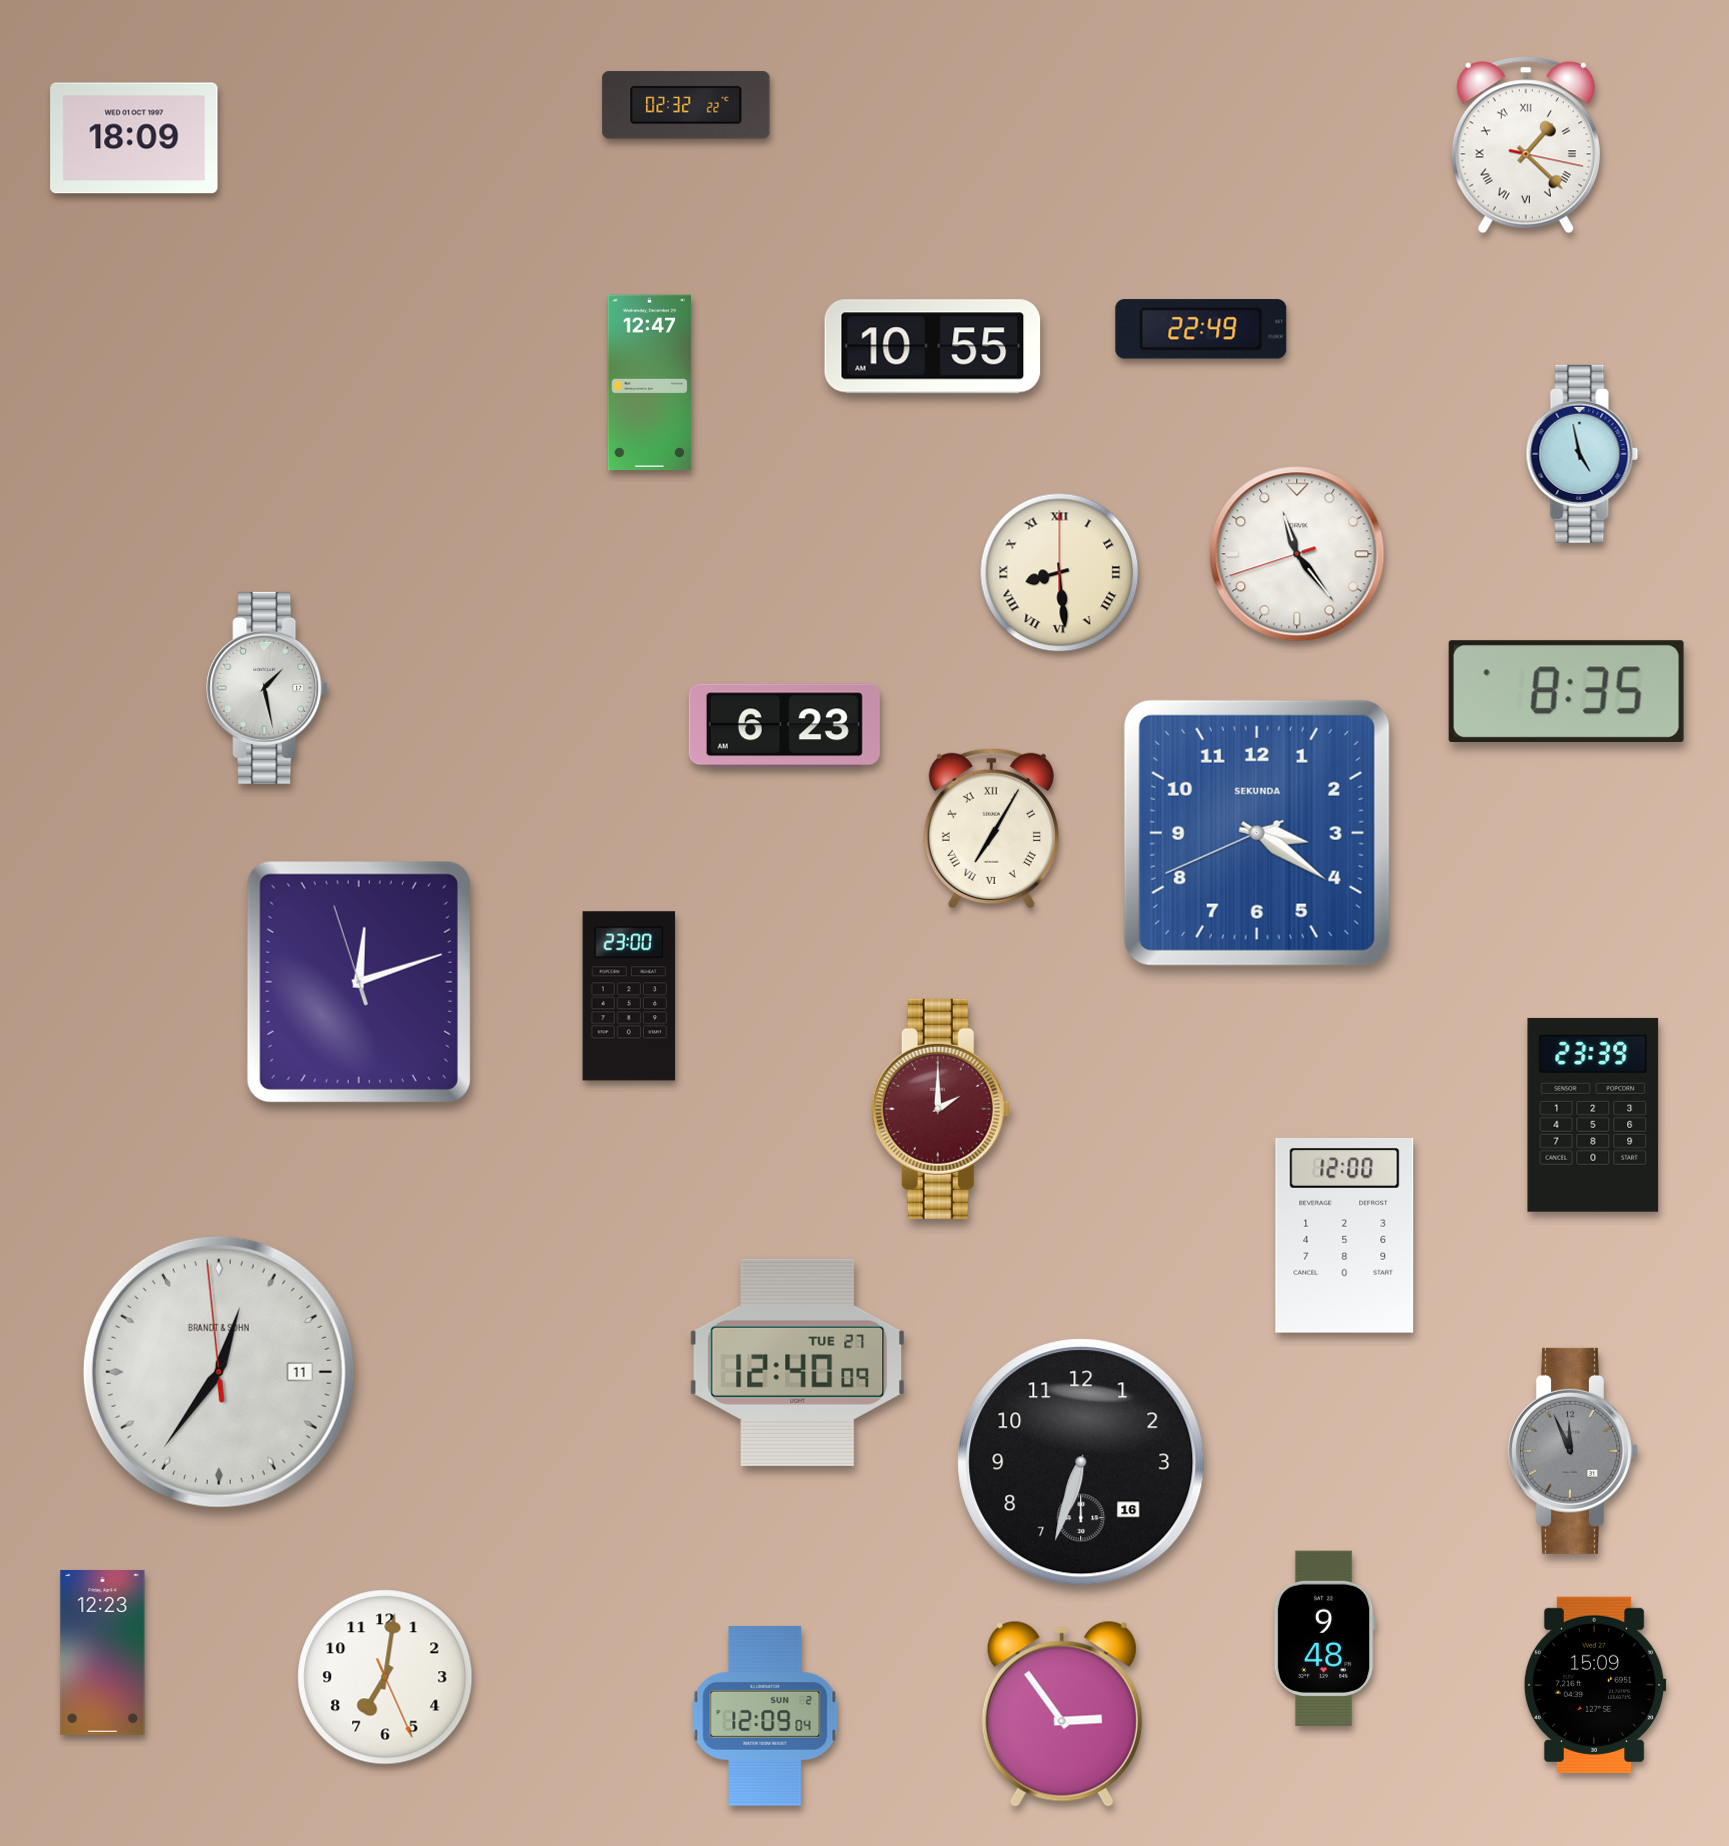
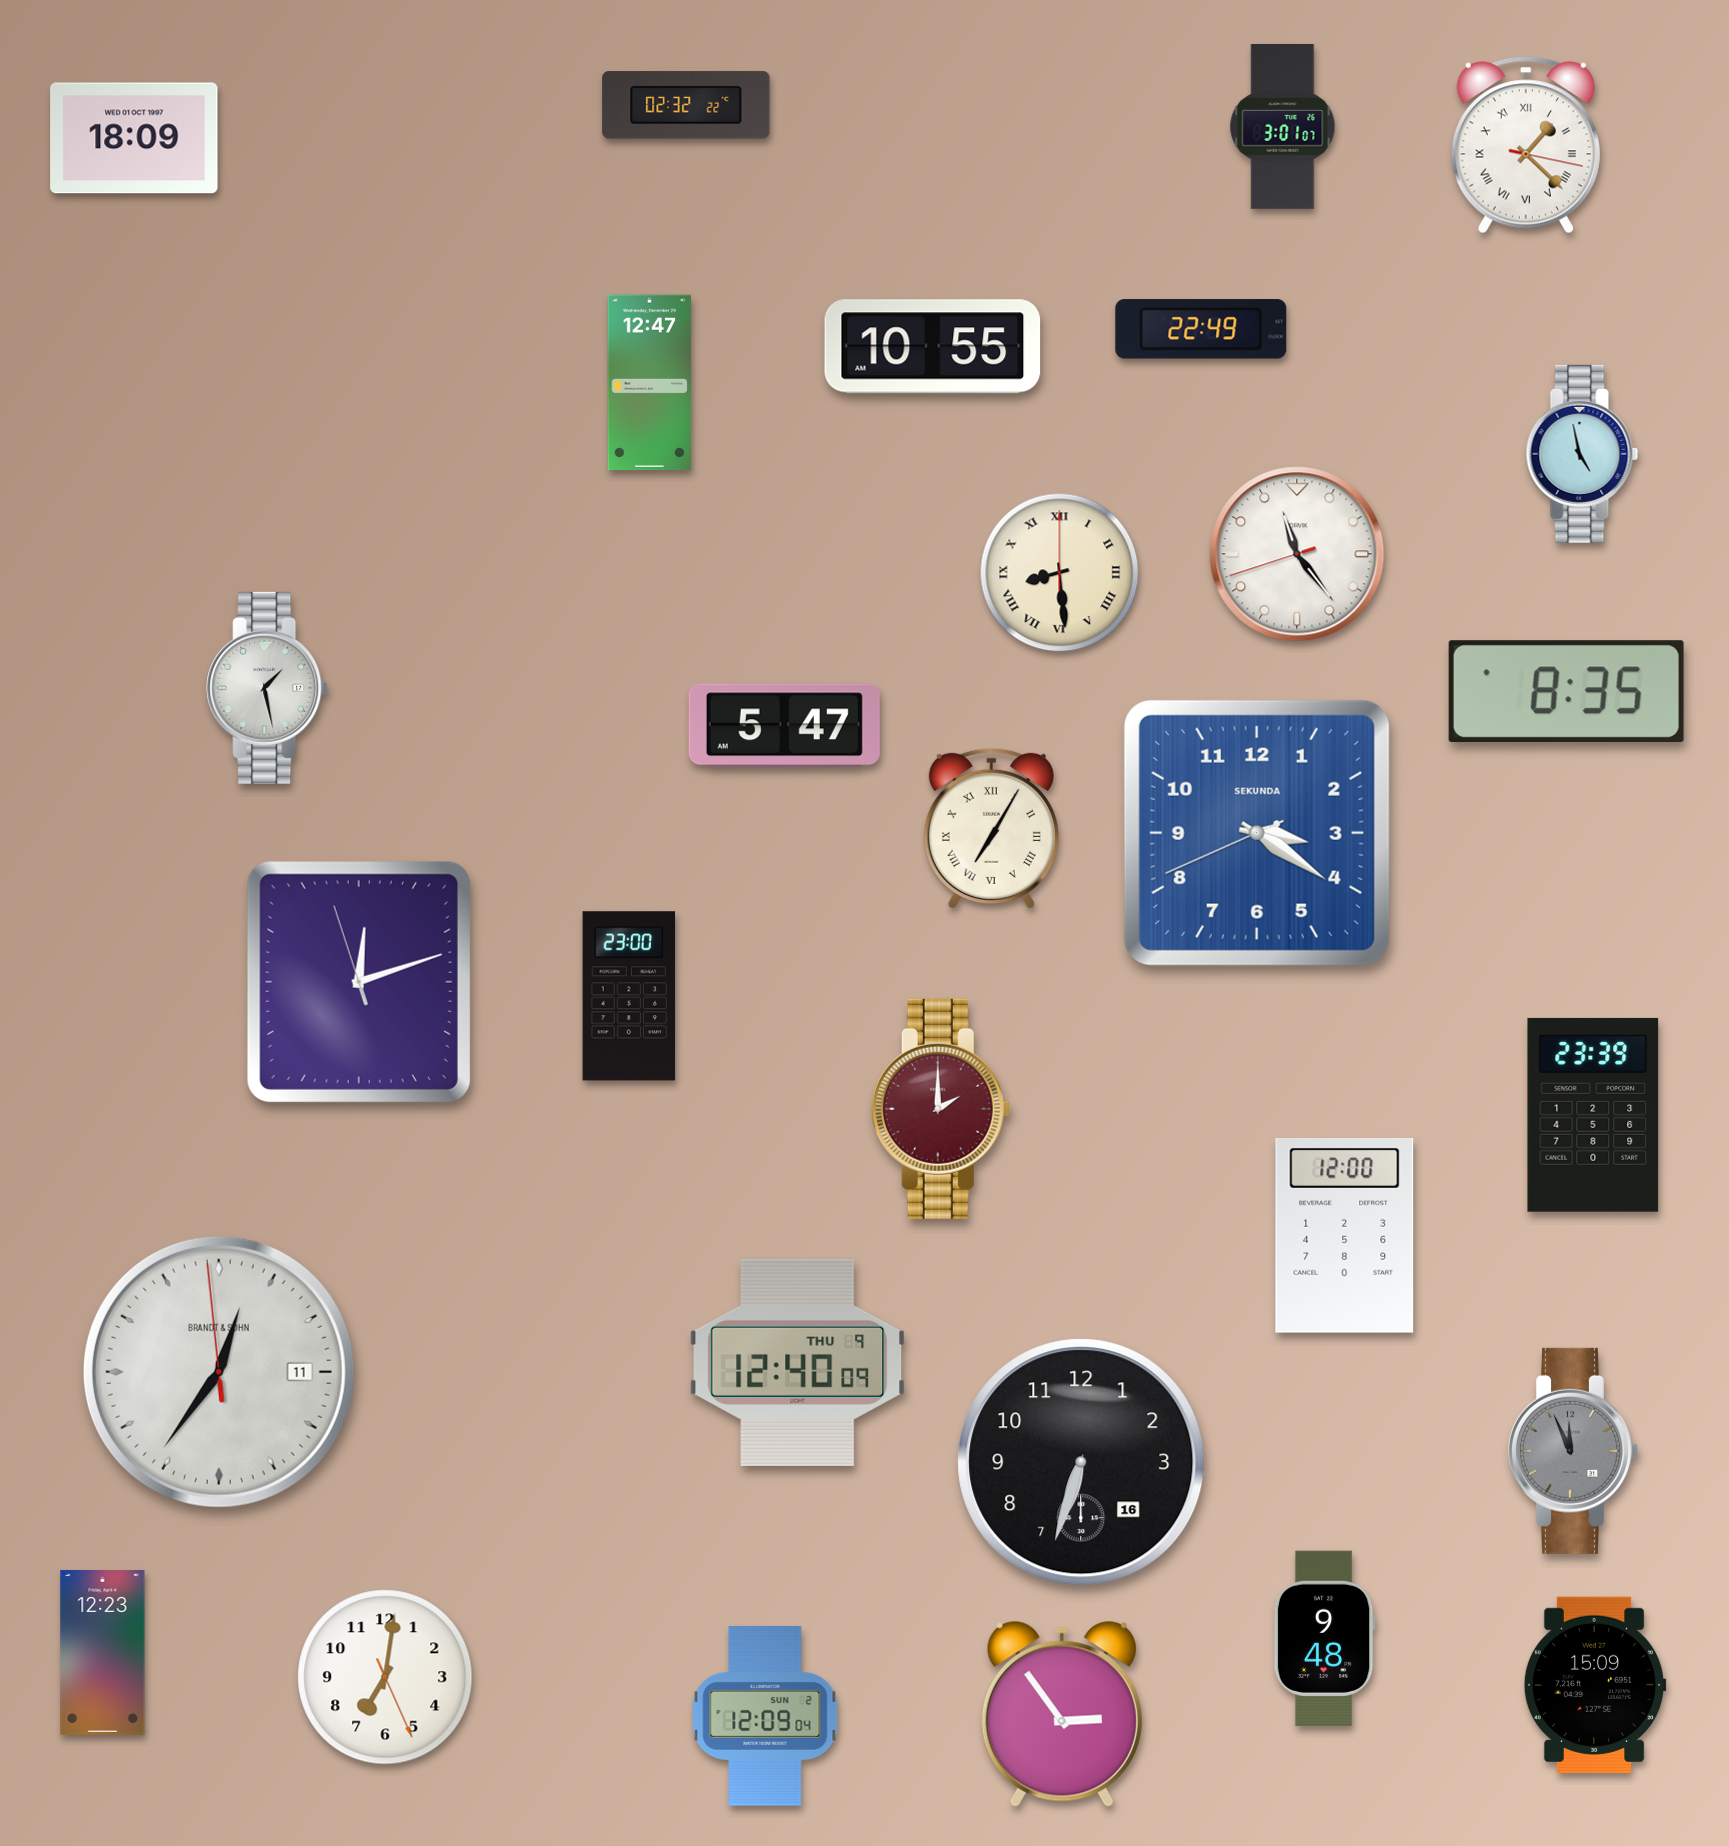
clock at (1283, 126): none -> 3:01
clock at (784, 726): 6:23 -> 5:47
clock at (798, 1362) date: TUE 27 -> THU 9
